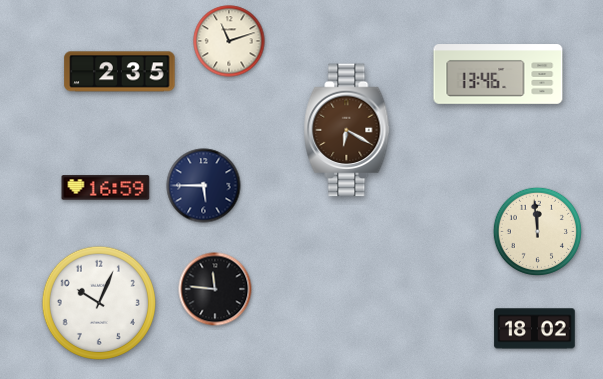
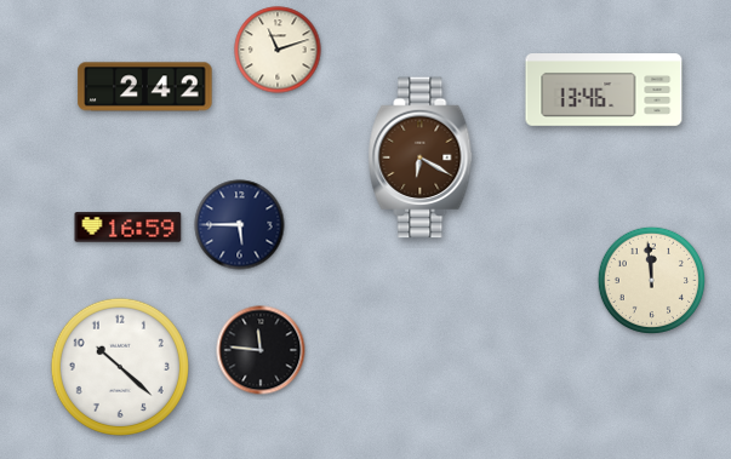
clock at (120, 72): 2:35 -> 2:42
clock at (204, 186) position: (204, 186) -> (240, 225)
clock at (99, 303): 10:04 -> 10:22
clock at (535, 329): 18:02 -> none
